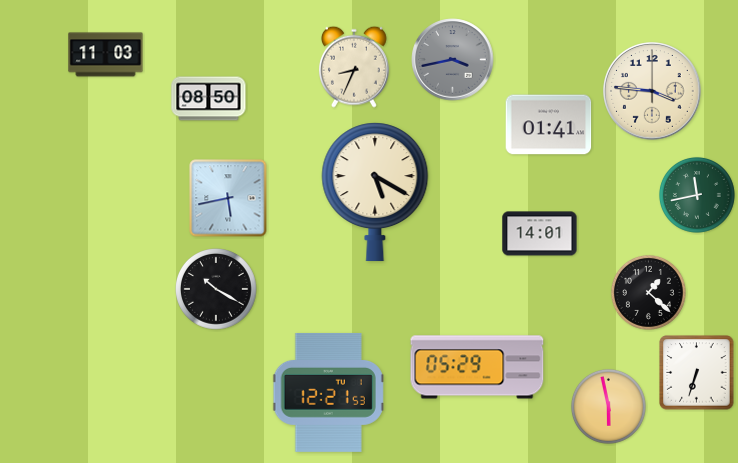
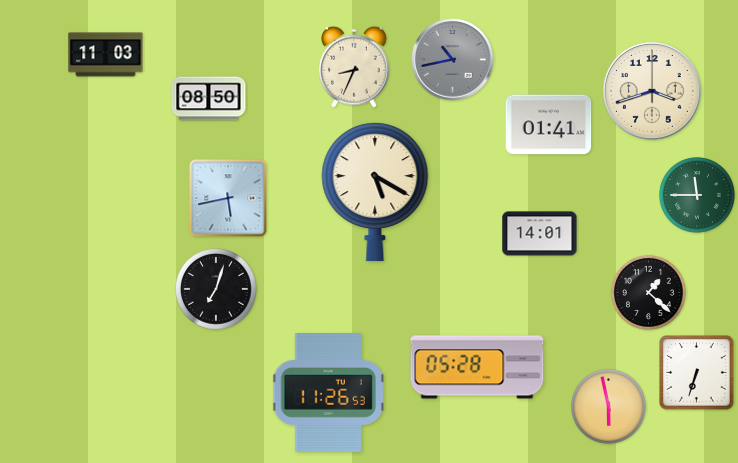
clock at (453, 60): 3:43 -> 10:43
clock at (653, 92): 3:46 -> 3:42
clock at (697, 195): 11:43 -> 11:45
clock at (217, 290): 10:20 -> 7:03
clock at (477, 367): 05:29 -> 05:28
clock at (329, 392): 12:21 -> 11:26
